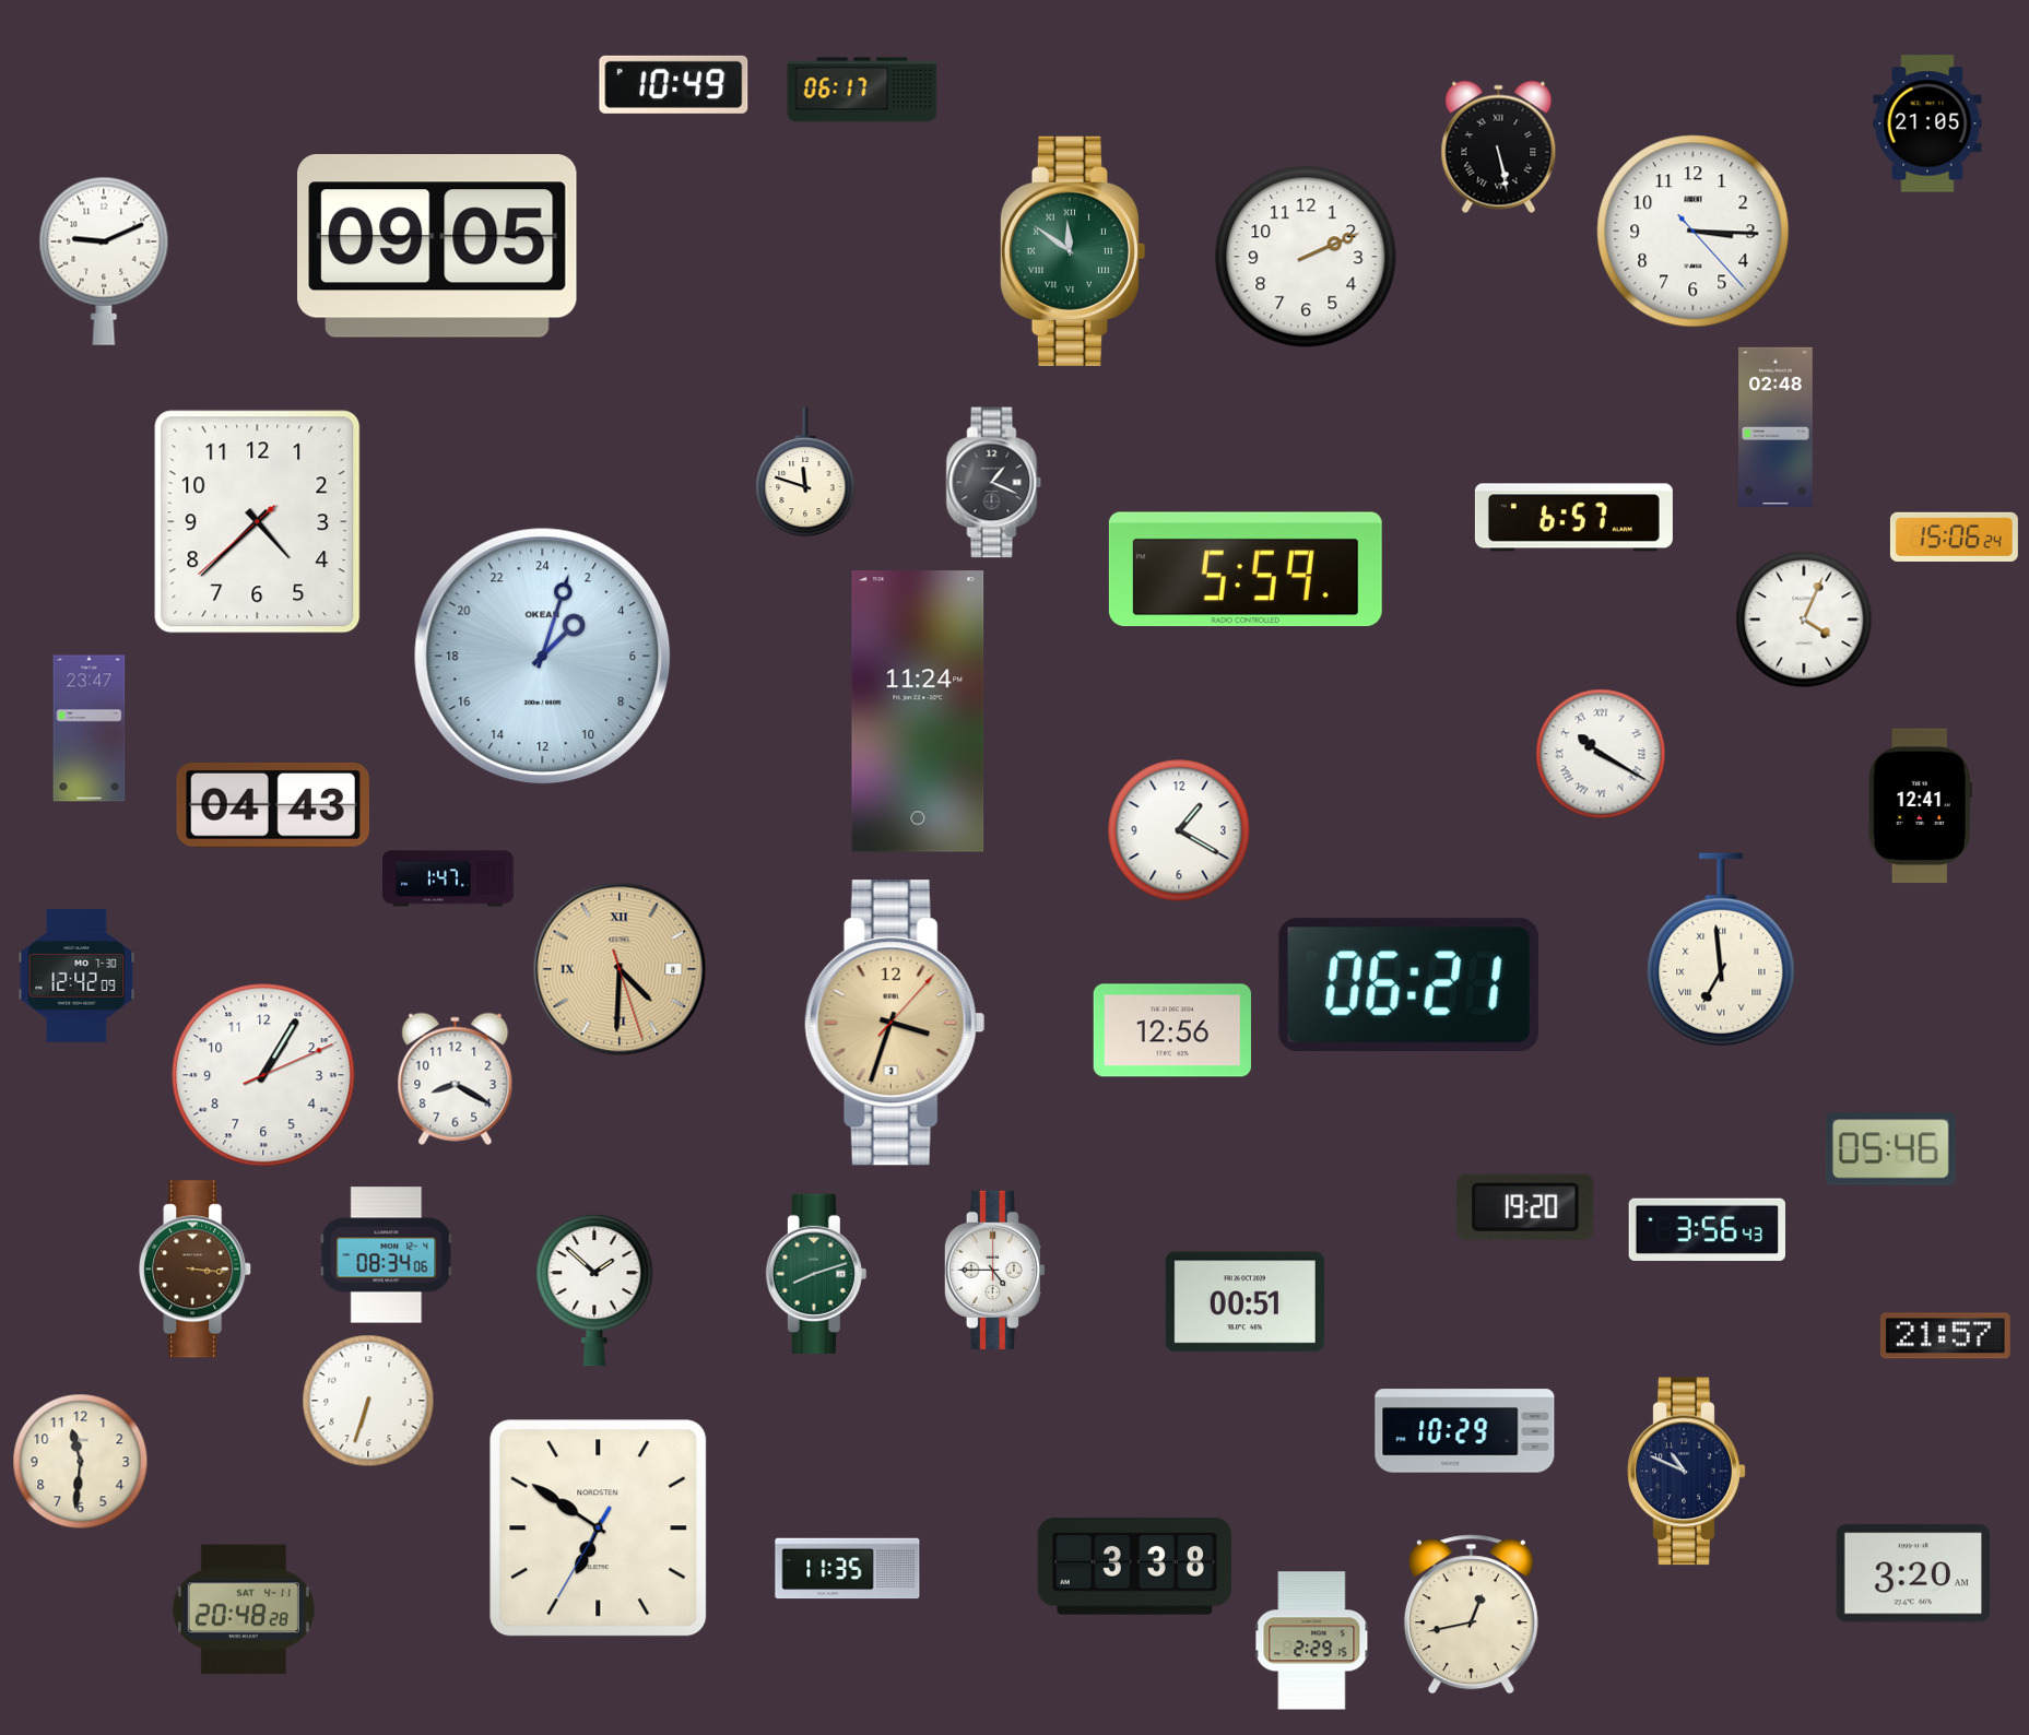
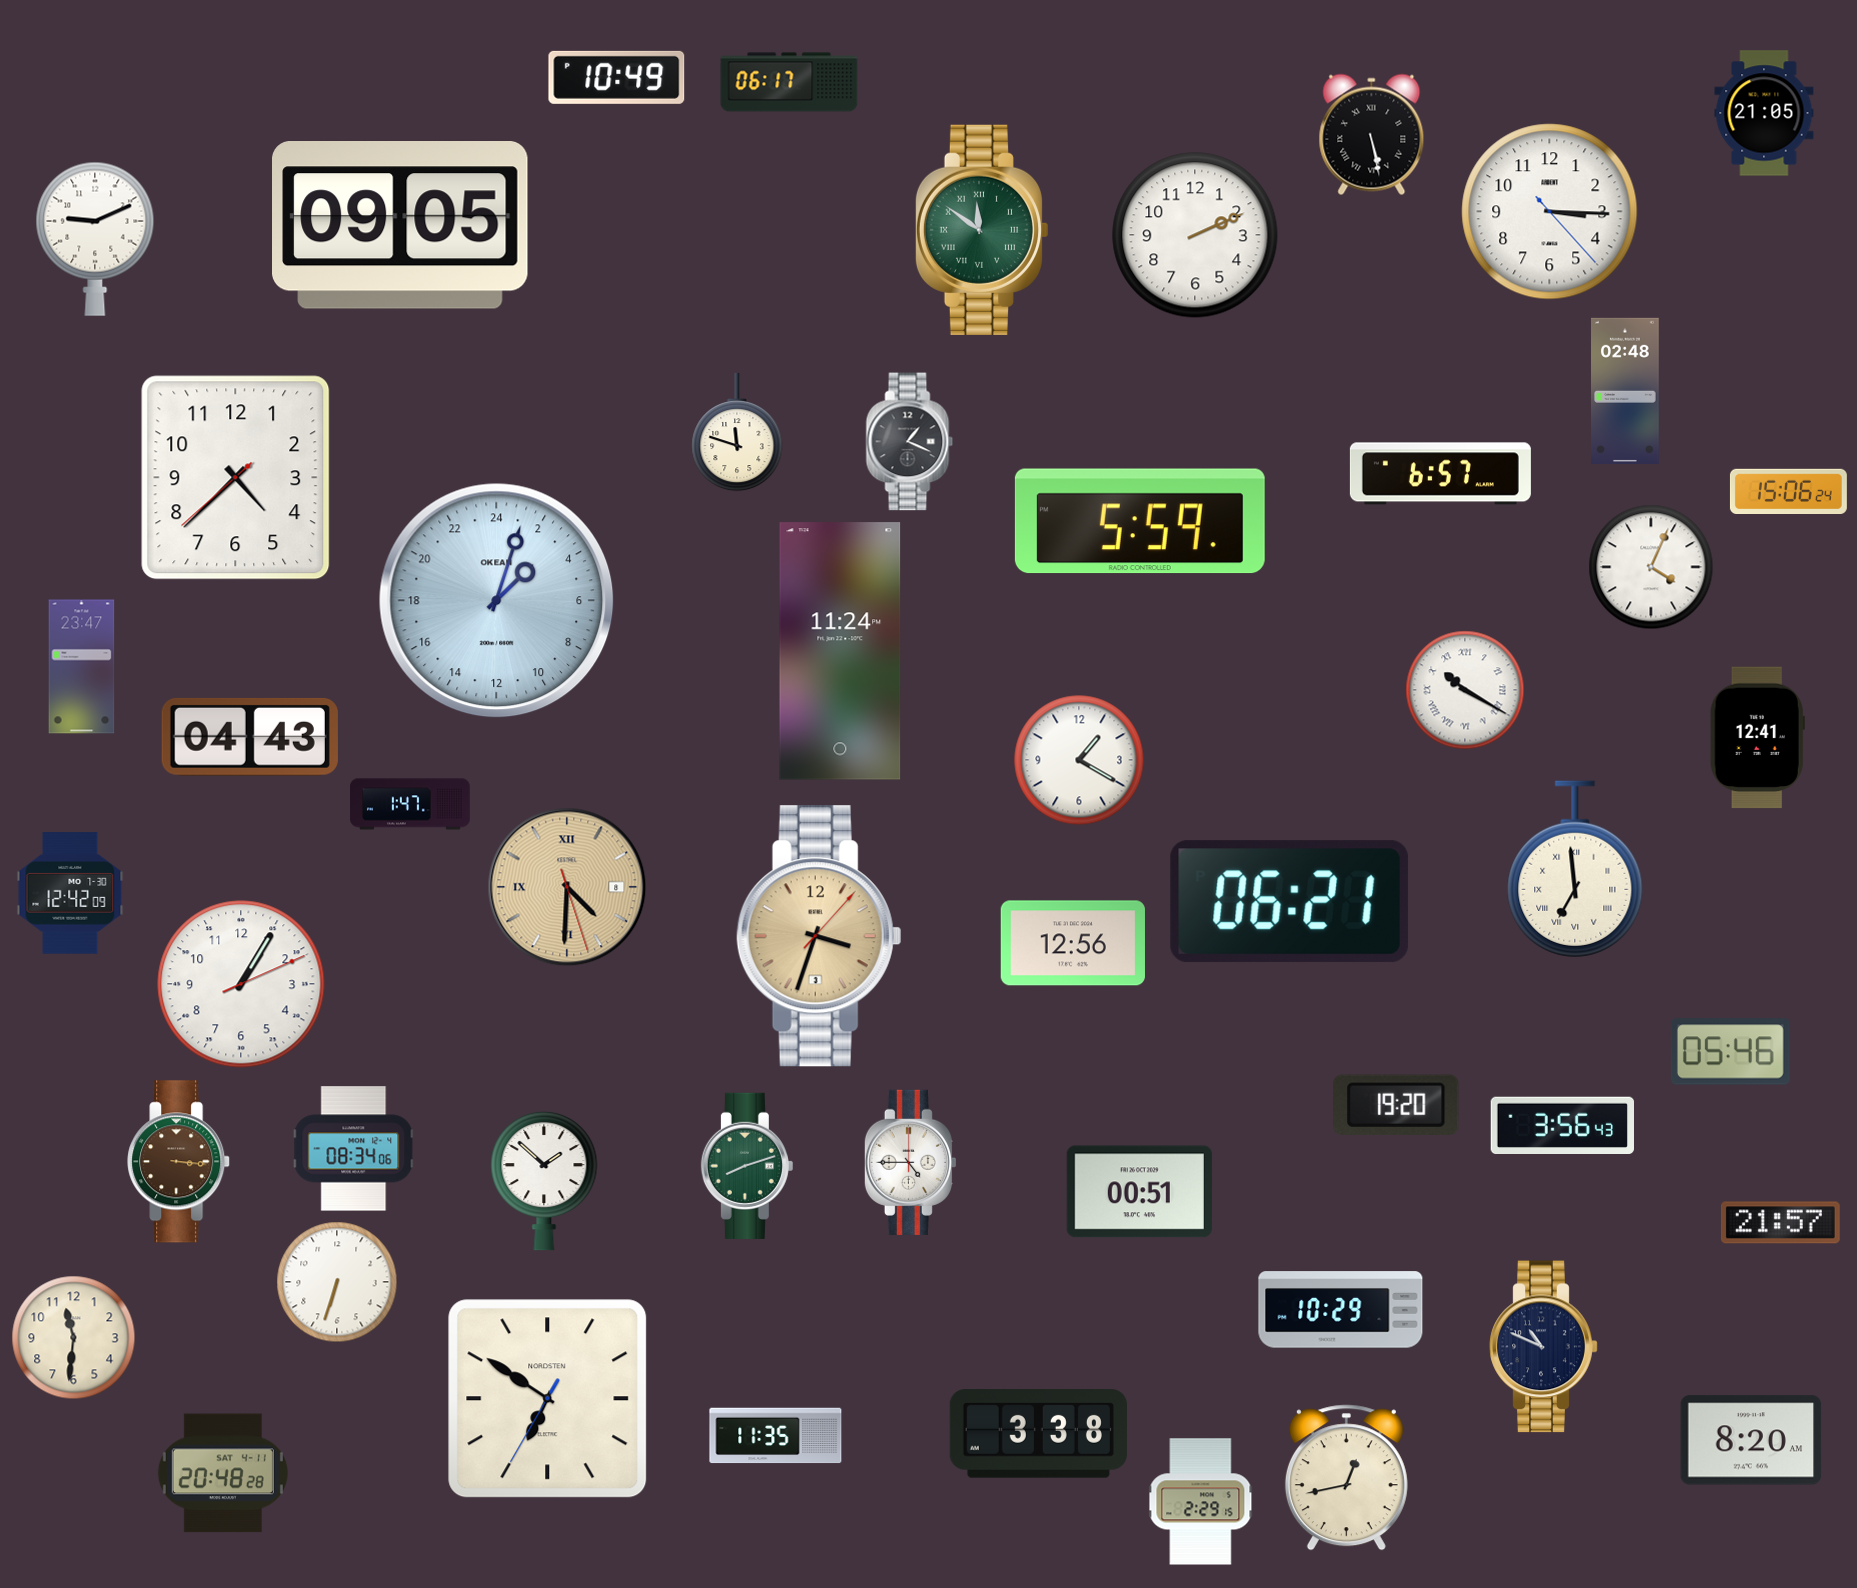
clock at (456, 1079): 8:20 -> none
clock at (1913, 1573): 3:20 -> 8:20
